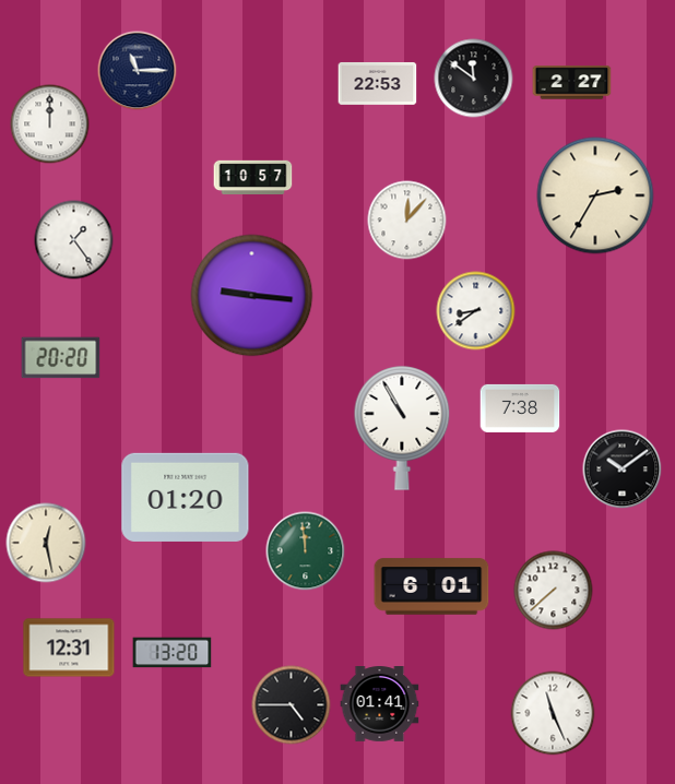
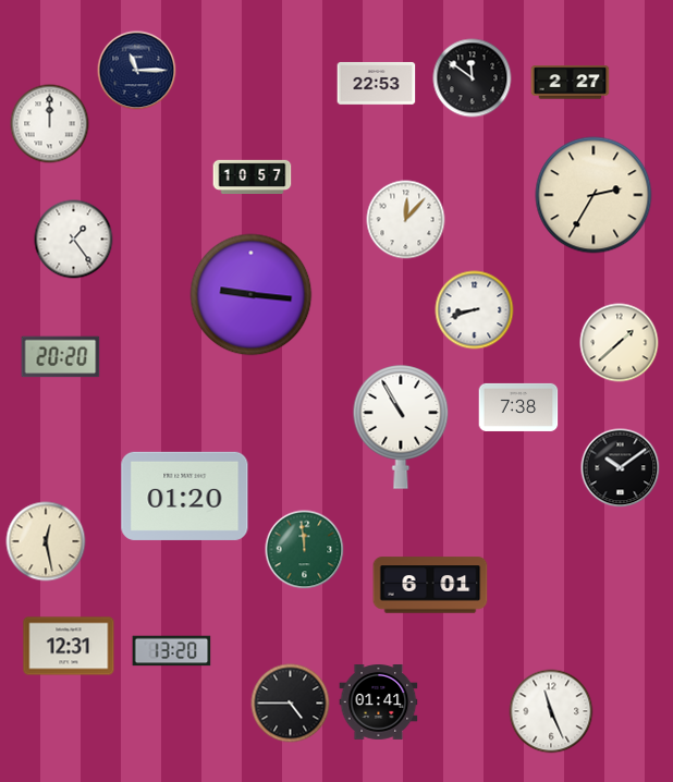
clock at (476, 311): 8:39 -> 8:42
clock at (620, 343): none -> 1:38
clock at (554, 591): 7:38 -> none
